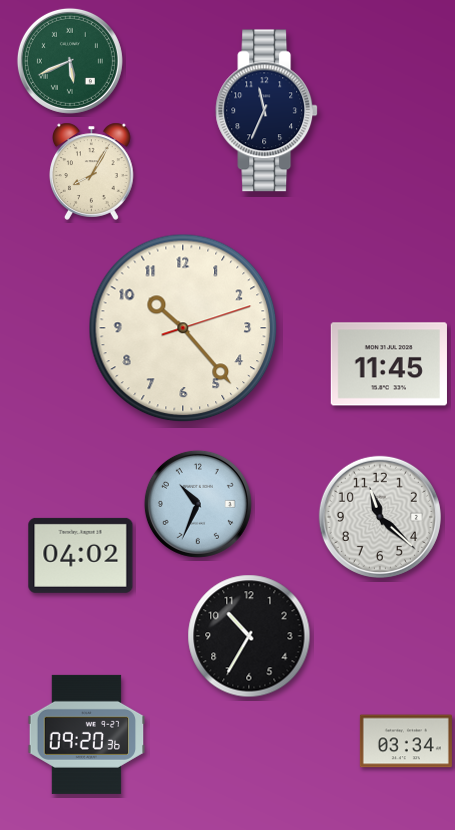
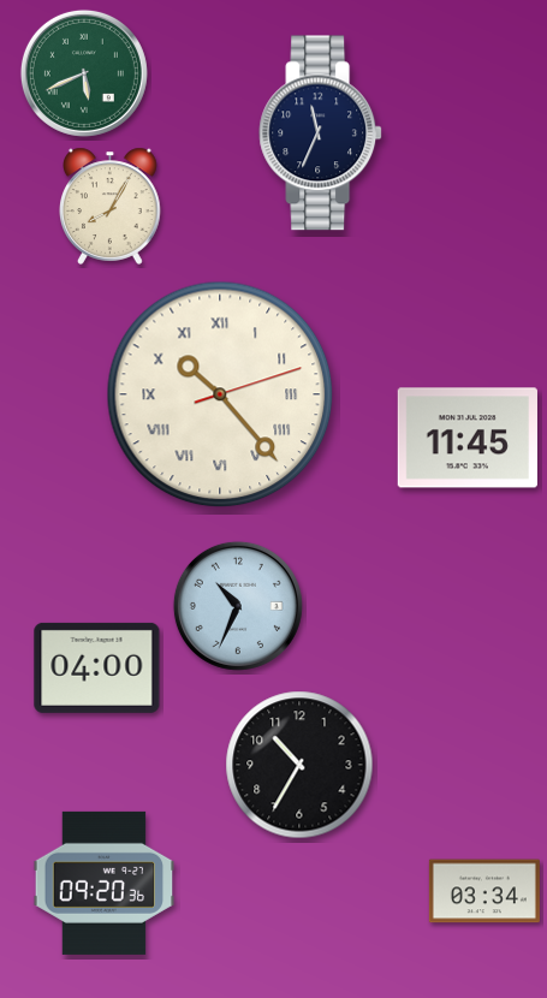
clock at (183, 328) numerals: Arabic -> Roman
clock at (380, 517): 11:22 -> none
clock at (81, 555): 04:02 -> 04:00
clock at (406, 741) position: (406, 741) -> (484, 891)
